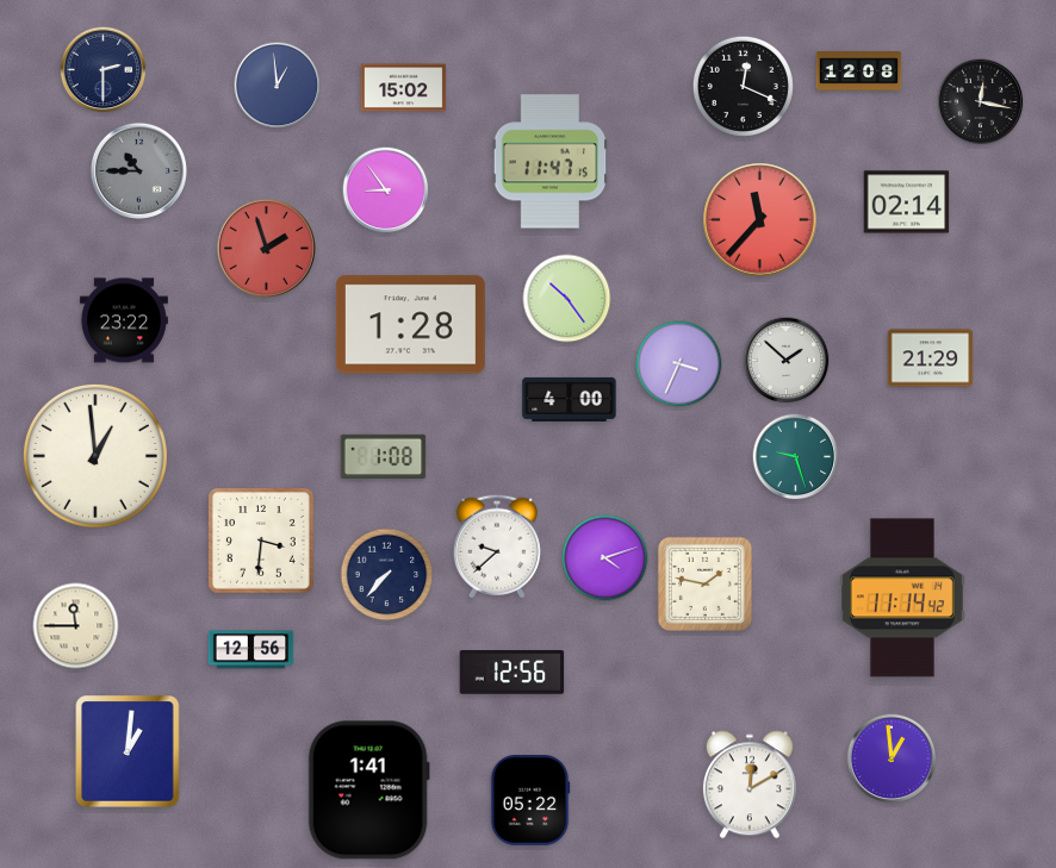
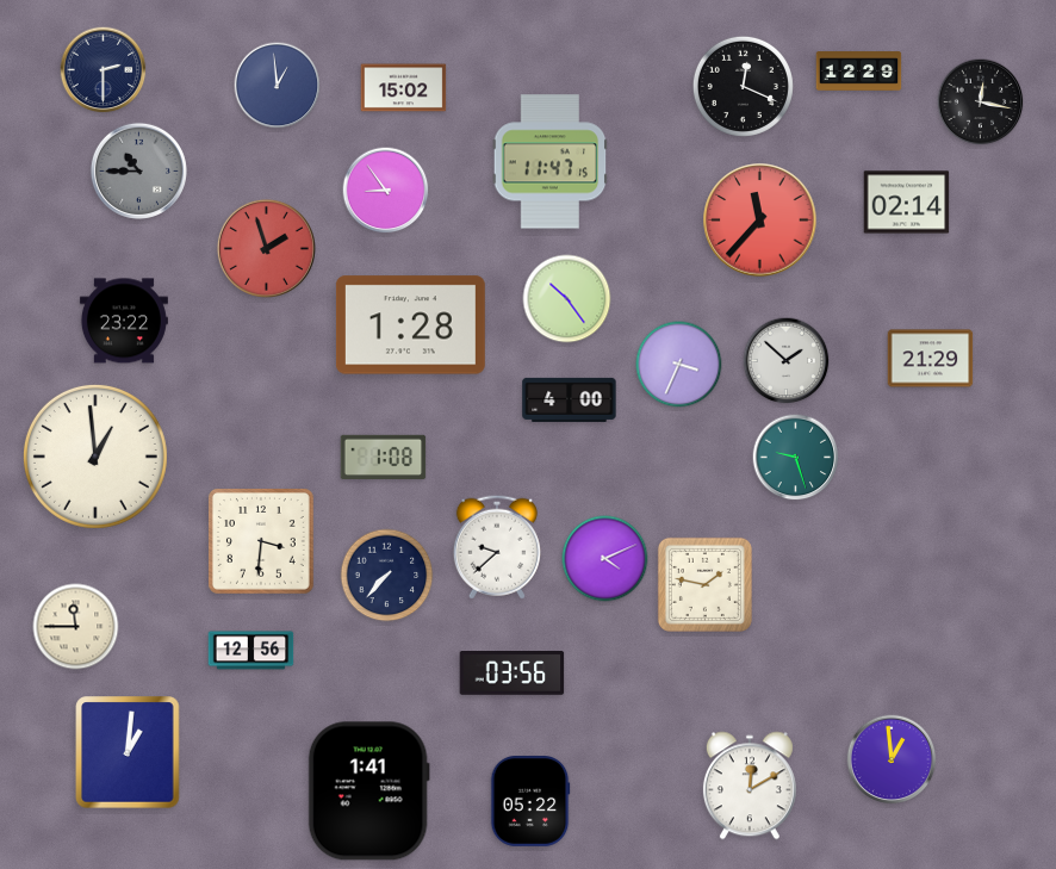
clock at (859, 71): 12:08 -> 12:29
clock at (605, 558): 4:12 -> 4:11
clock at (902, 598): 11:14 -> none
clock at (513, 673): 12:56 -> 03:56
